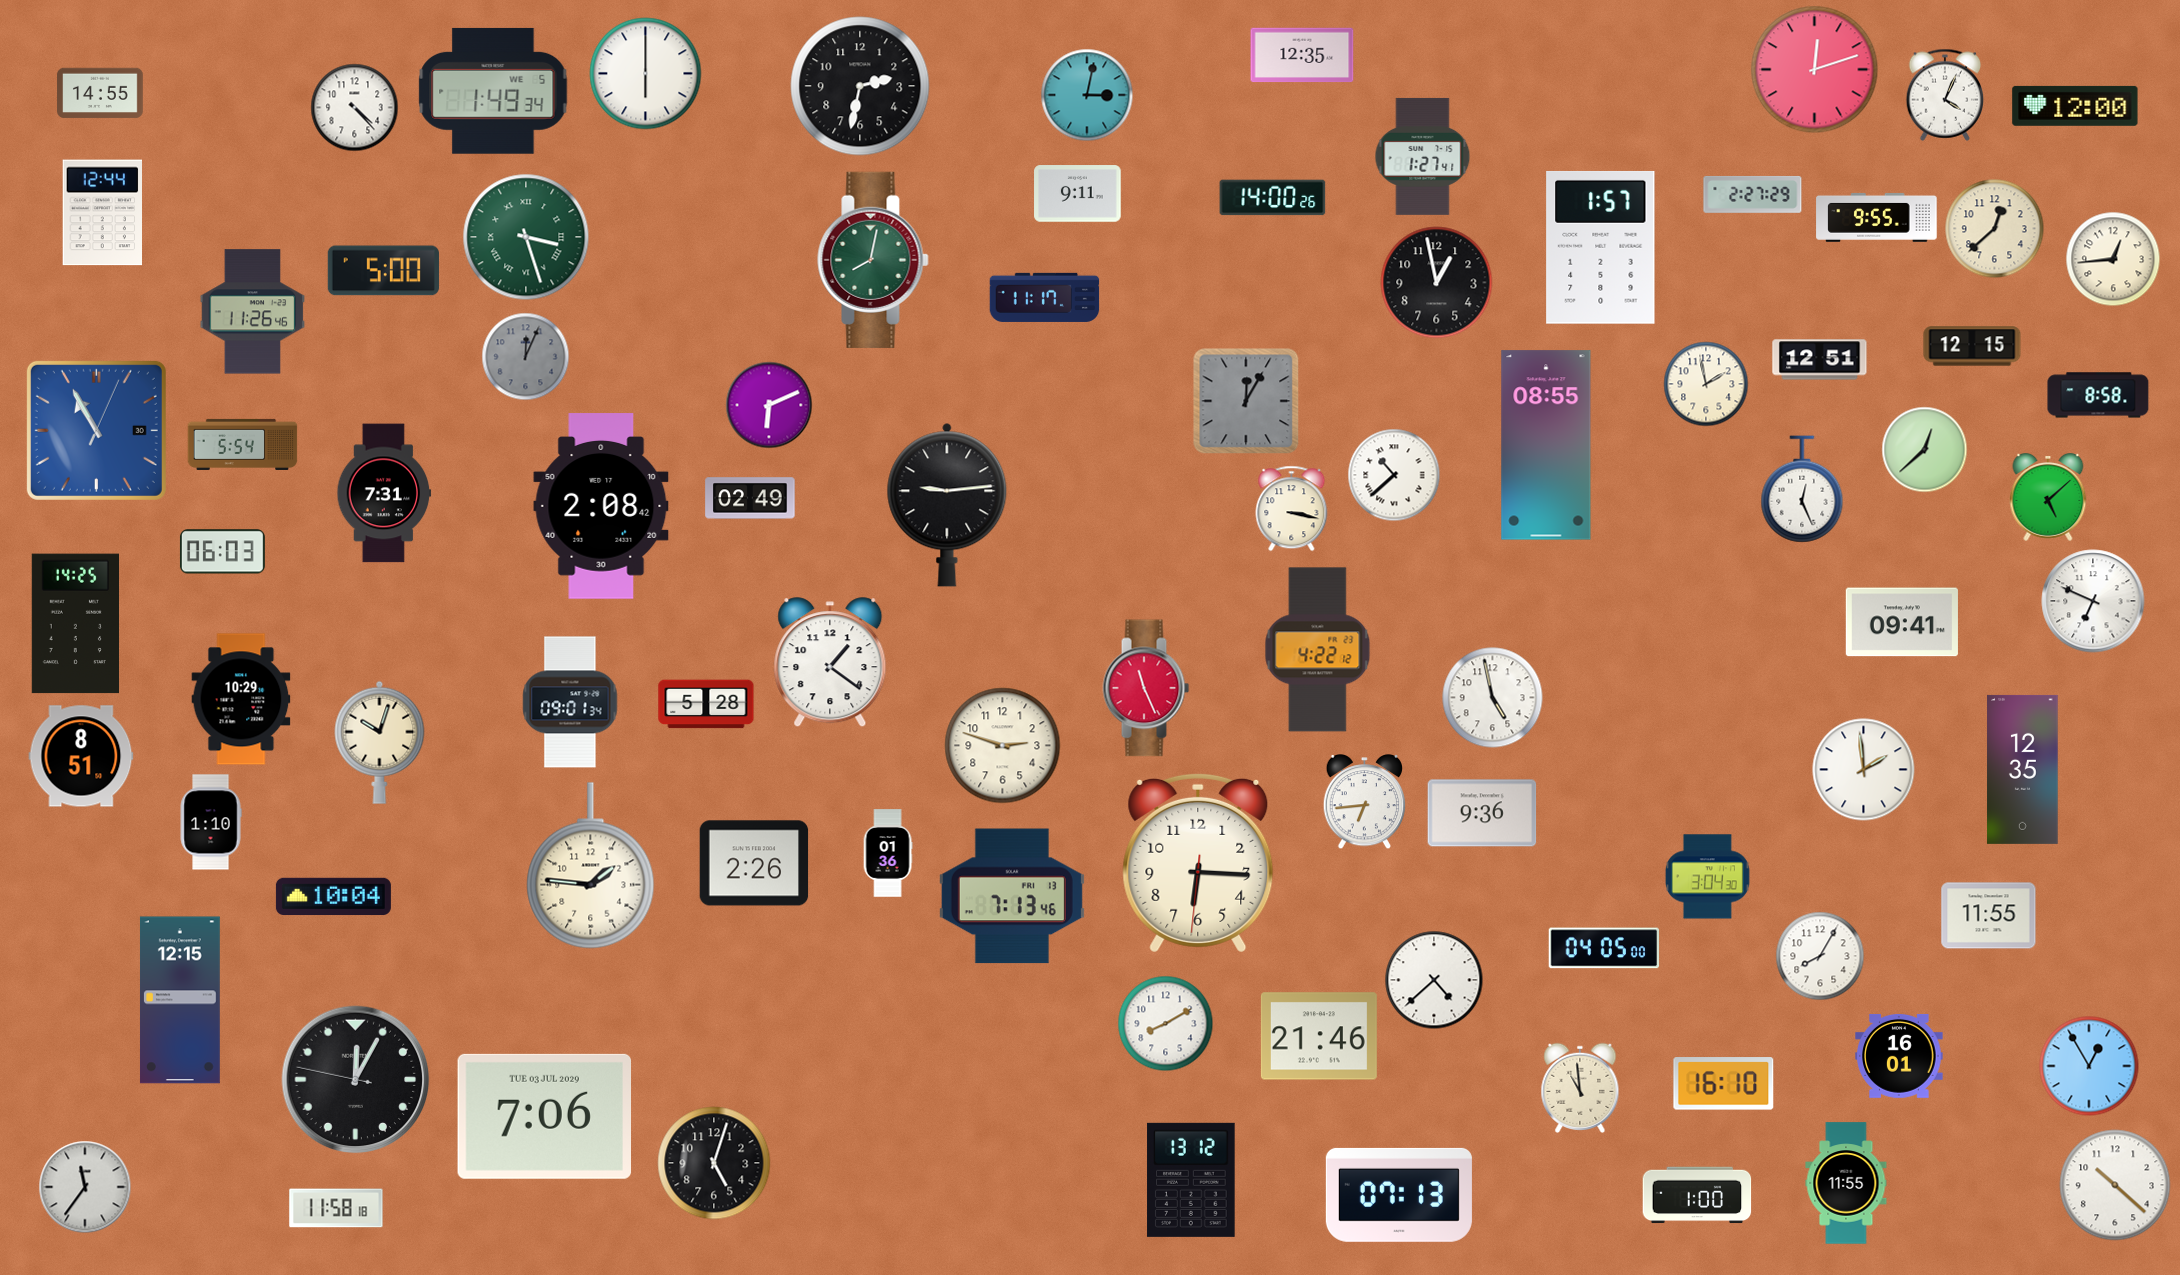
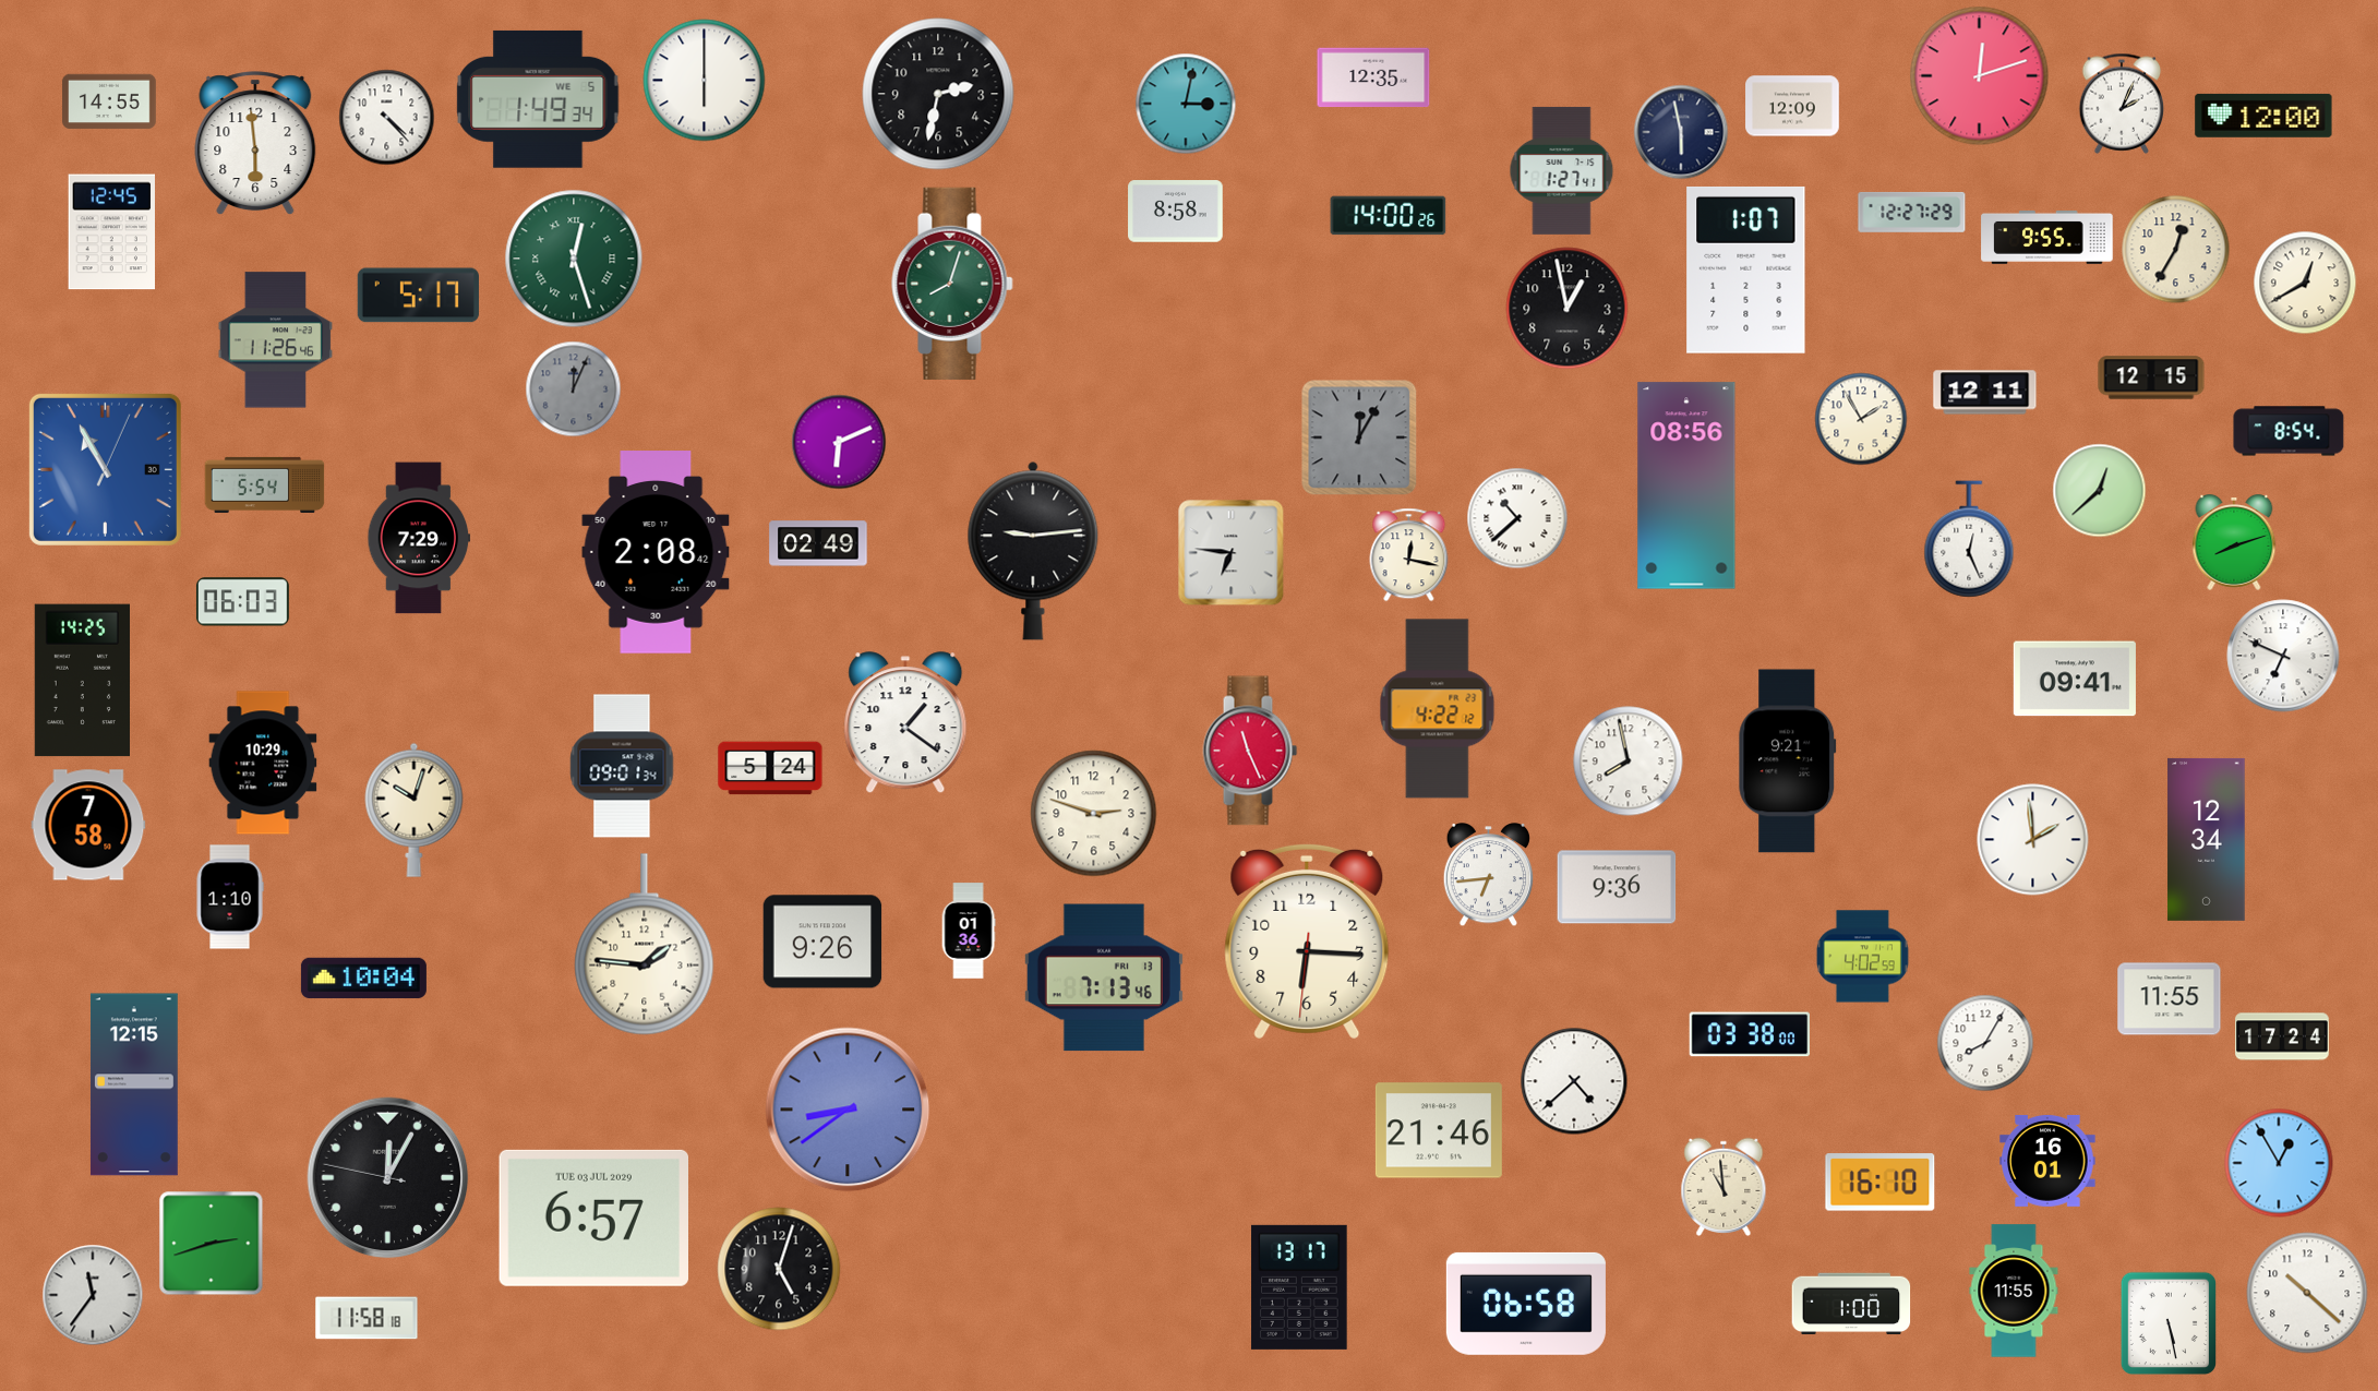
clock at (1302, 55) position: (1302, 55) -> (1373, 77)
clock at (1945, 95): 4:04 -> 2:04
clock at (1792, 106): none -> 12:09
clock at (1681, 132): none -> 5:58
clock at (255, 144): none -> 5:59
clock at (1423, 156) position: (1423, 156) -> (1562, 170)
clock at (1078, 194): 9:11 -> 8:58
clock at (1753, 194): 2:27 -> 12:27
clock at (102, 213): 12:44 -> 12:45
clock at (1995, 229): 12:38 -> 12:35
clock at (526, 237): 3:27 -> 12:27
clock at (1601, 247): 1:57 -> 1:07
clock at (2113, 259): 12:44 -> 12:40
clock at (873, 260): 8:02 -> 8:03
clock at (383, 271): 5:00 -> 5:17
clock at (1045, 297): 11:17 -> none
clock at (1820, 360): 12:51 -> 12:11
clock at (1706, 384): 1:58 -> 1:55
clock at (2098, 395): 8:58 -> 8:54
clock at (1546, 445): 08:55 -> 08:56
clock at (1394, 475) position: (1394, 475) -> (1517, 518)
clock at (1802, 489) position: (1802, 489) -> (1969, 539)
clock at (384, 493): 7:31 -> 7:29
clock at (2048, 498): 5:08 -> 8:12
clock at (1232, 553): none -> 6:46
clock at (1292, 509): 3:17 -> 12:17
clock at (1493, 698): 4:58 -> 7:58
clock at (1788, 762): none -> 9:21
clock at (706, 704): 5:28 -> 5:24
clock at (81, 756): 8:51 -> 7:58
clock at (2023, 769): 12:35 -> 12:34
clock at (754, 863): 2:26 -> 9:26
clock at (1707, 877): 3:04 -> 4:02
clock at (1603, 948): 04:05 -> 03:38
clock at (2282, 1036): none -> 17:24
clock at (1434, 980) position: (1434, 980) -> (1574, 1081)
clock at (180, 1000) position: (180, 1000) -> (134, 1084)
clock at (848, 1110): none -> 8:39
clock at (1166, 1024): 8:10 -> none
clock at (1899, 1056) position: (1899, 1056) -> (2047, 1161)
clock at (544, 1116): 7:06 -> 6:57
clock at (212, 1244): none -> 2:42
clock at (1191, 1180): 13:12 -> 13:17
clock at (1399, 1195): 07:13 -> 06:58
clock at (2167, 1322): none -> 5:28
